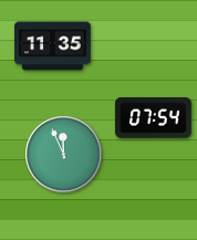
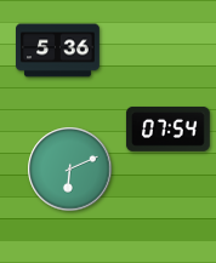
clock at (53, 46): 11:35 -> 5:36
clock at (64, 155): 11:56 -> 6:11
